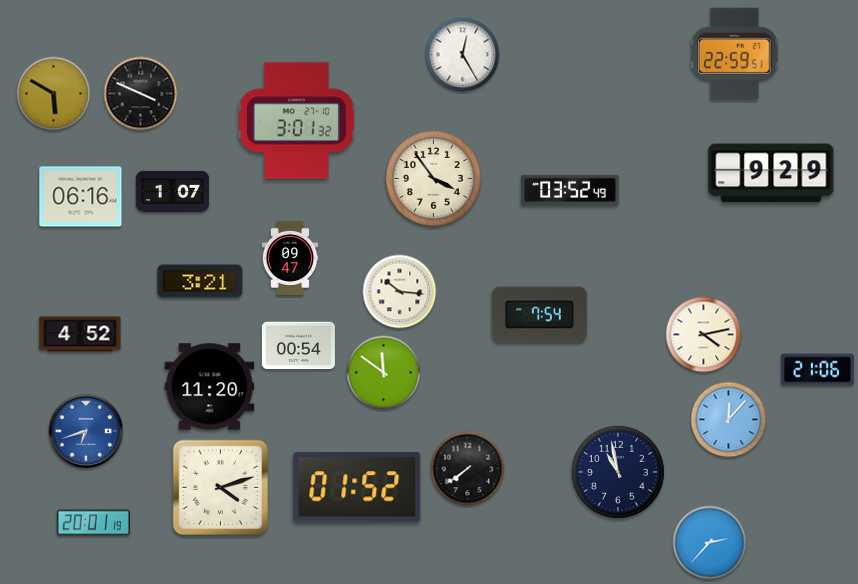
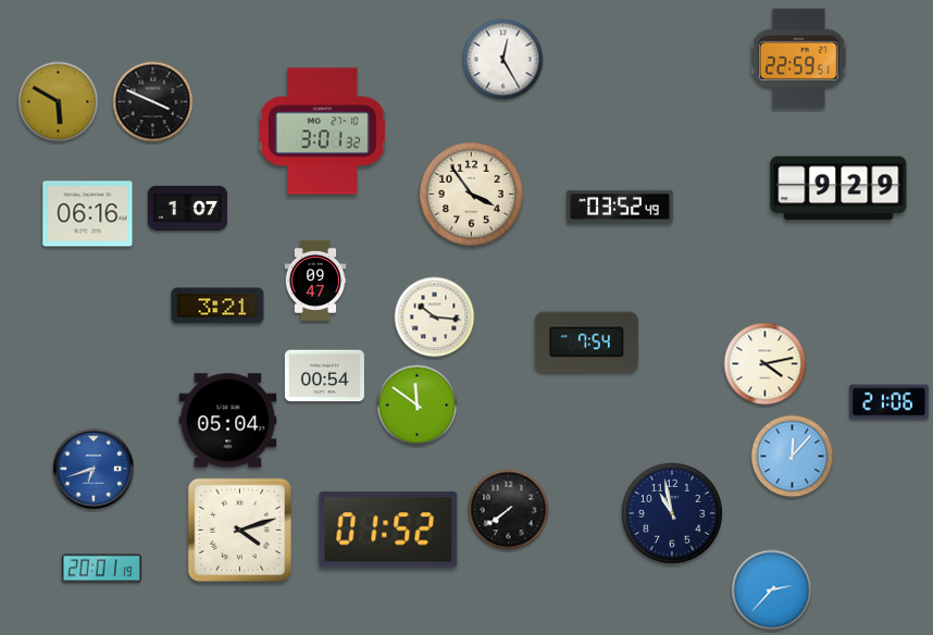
clock at (80, 334): 4:52 -> none
clock at (210, 387): 11:20 -> 05:04
